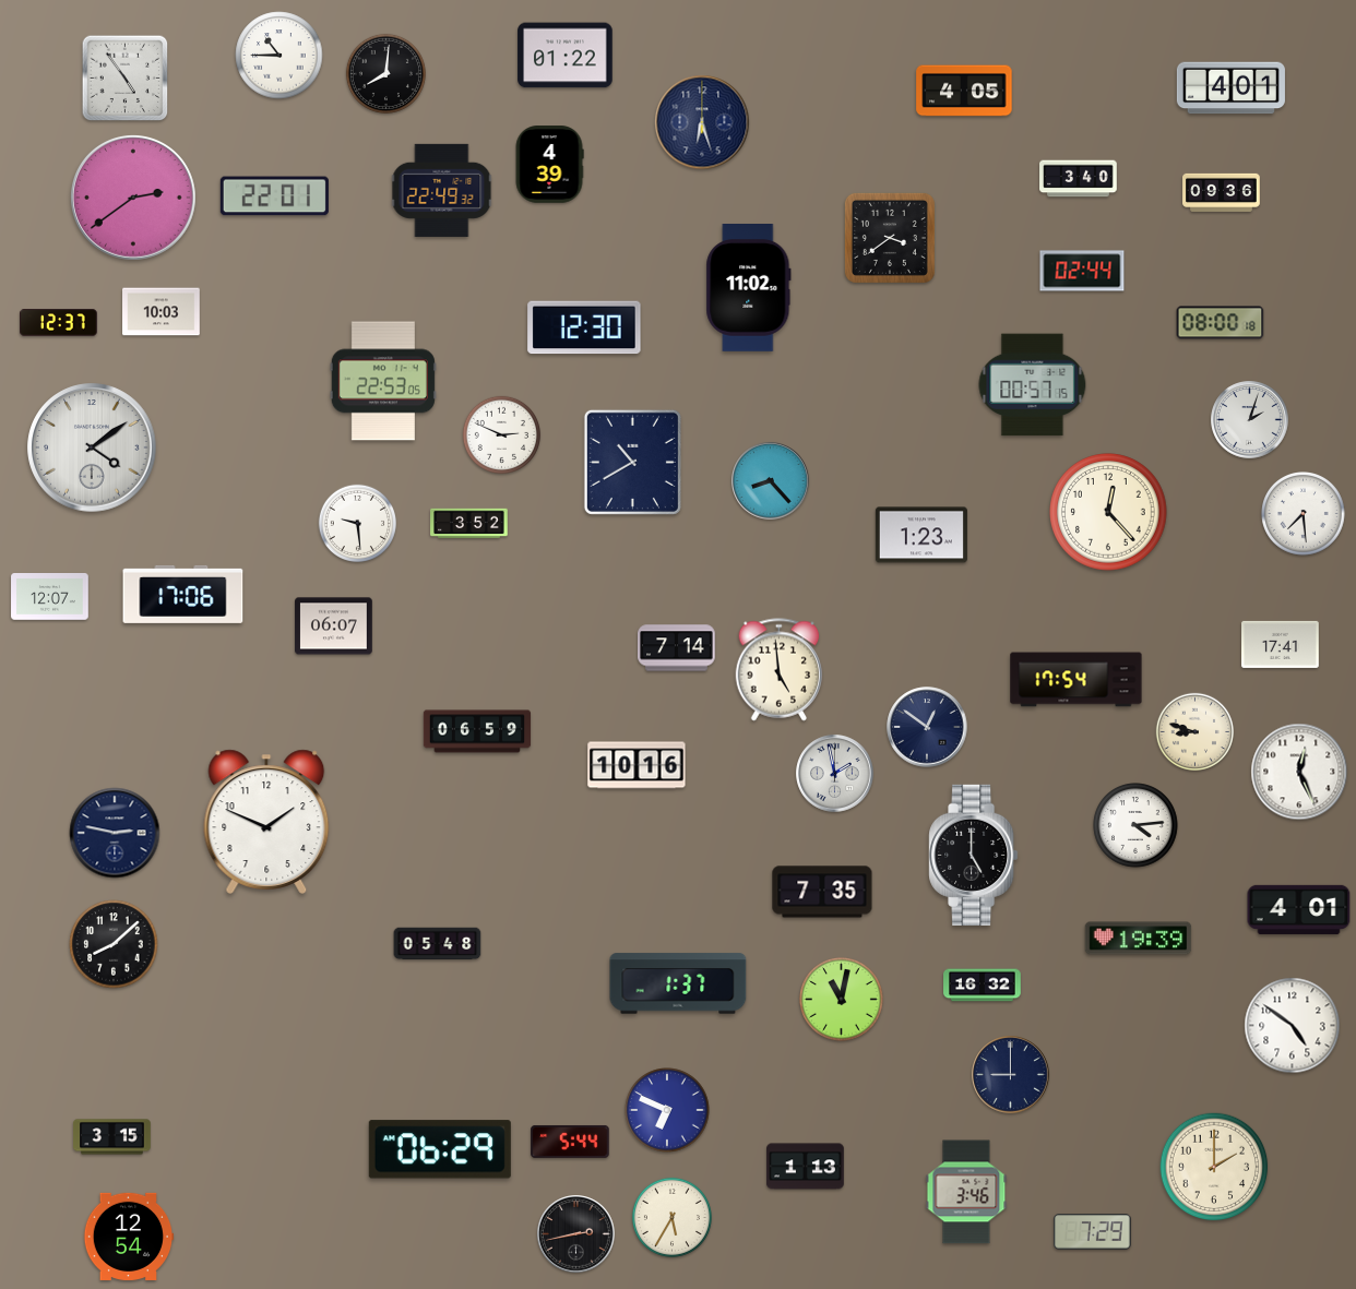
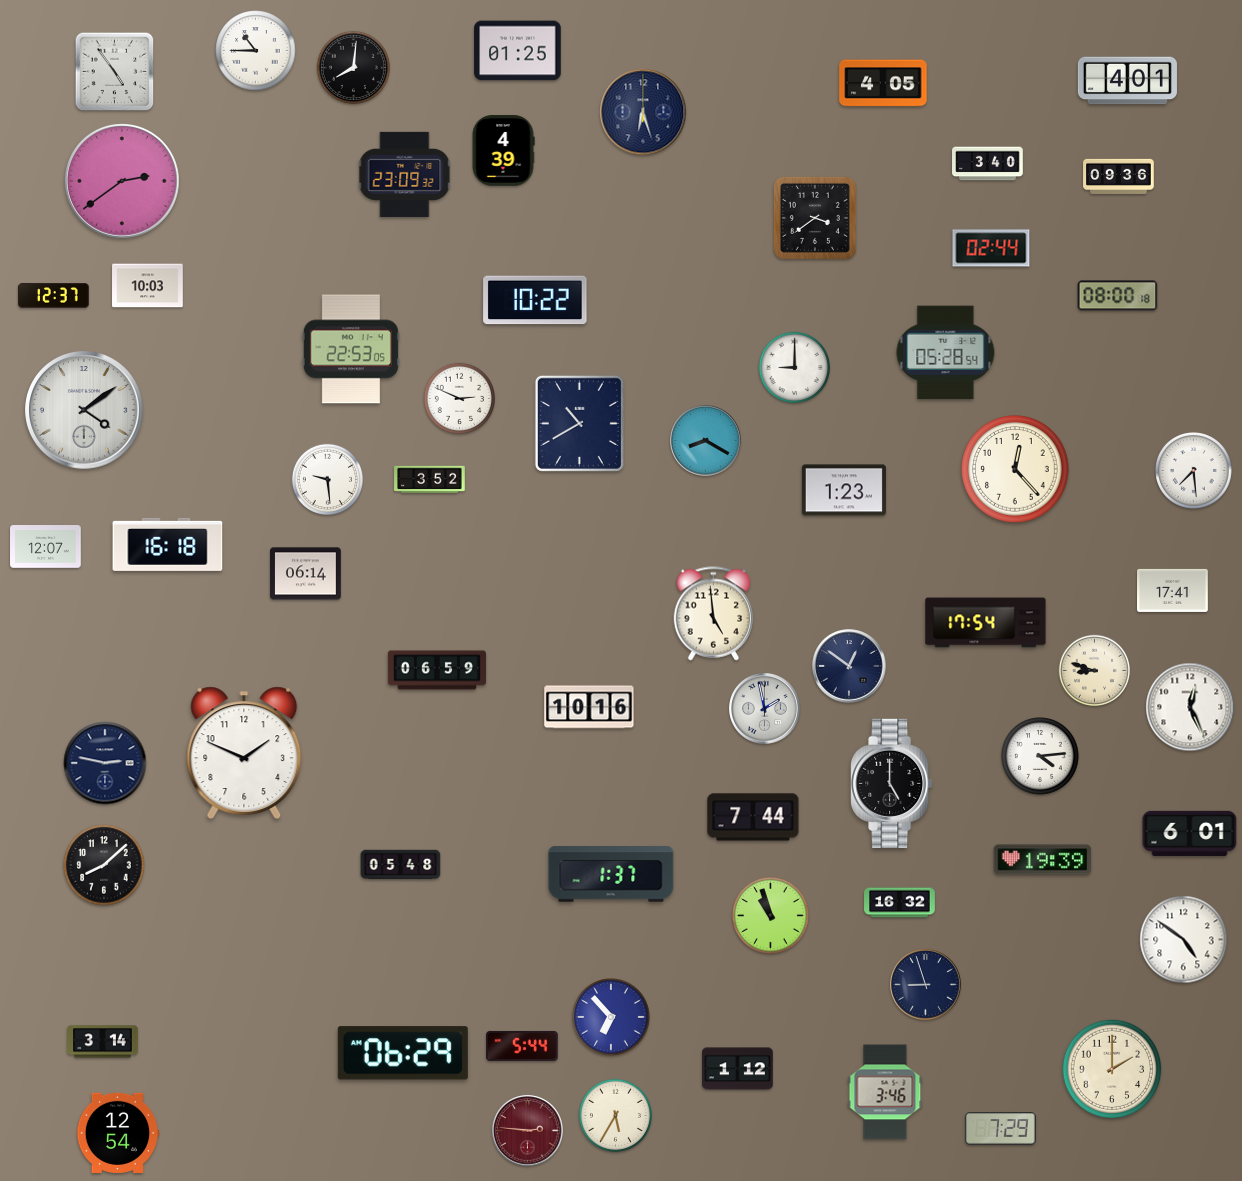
clock at (566, 56): 01:22 -> 01:25
clock at (442, 190): 22:49 -> 23:09
clock at (274, 196): 22:01 -> none
clock at (749, 288): 11:02 -> none
clock at (584, 327): 12:30 -> 10:22
clock at (1033, 385): 00:57 -> 05:28
clock at (794, 367): none -> 9:00
clock at (1250, 420): 2:03 -> none
clock at (771, 481): 8:23 -> 8:20
clock at (183, 594): 17:06 -> 16:18
clock at (334, 626): 06:07 -> 06:14
clock at (677, 648): 7:14 -> none
clock at (637, 765) position: (637, 765) -> (589, 707)
clock at (822, 892): 7:35 -> 7:44
clock at (1299, 909): 4:01 -> 6:01
clock at (678, 983) position: (678, 983) -> (611, 874)
clock at (842, 1000): 11:02 -> 10:57
clock at (1011, 1075): 9:00 -> 8:57
clock at (667, 1110): 6:49 -> 6:53
clock at (112, 1137): 3:15 -> 3:14
clock at (806, 1167): 1:13 -> 1:12
clock at (576, 1234): 2:43 -> 2:46
clock at (576, 1234) dial: black -> burgundy
